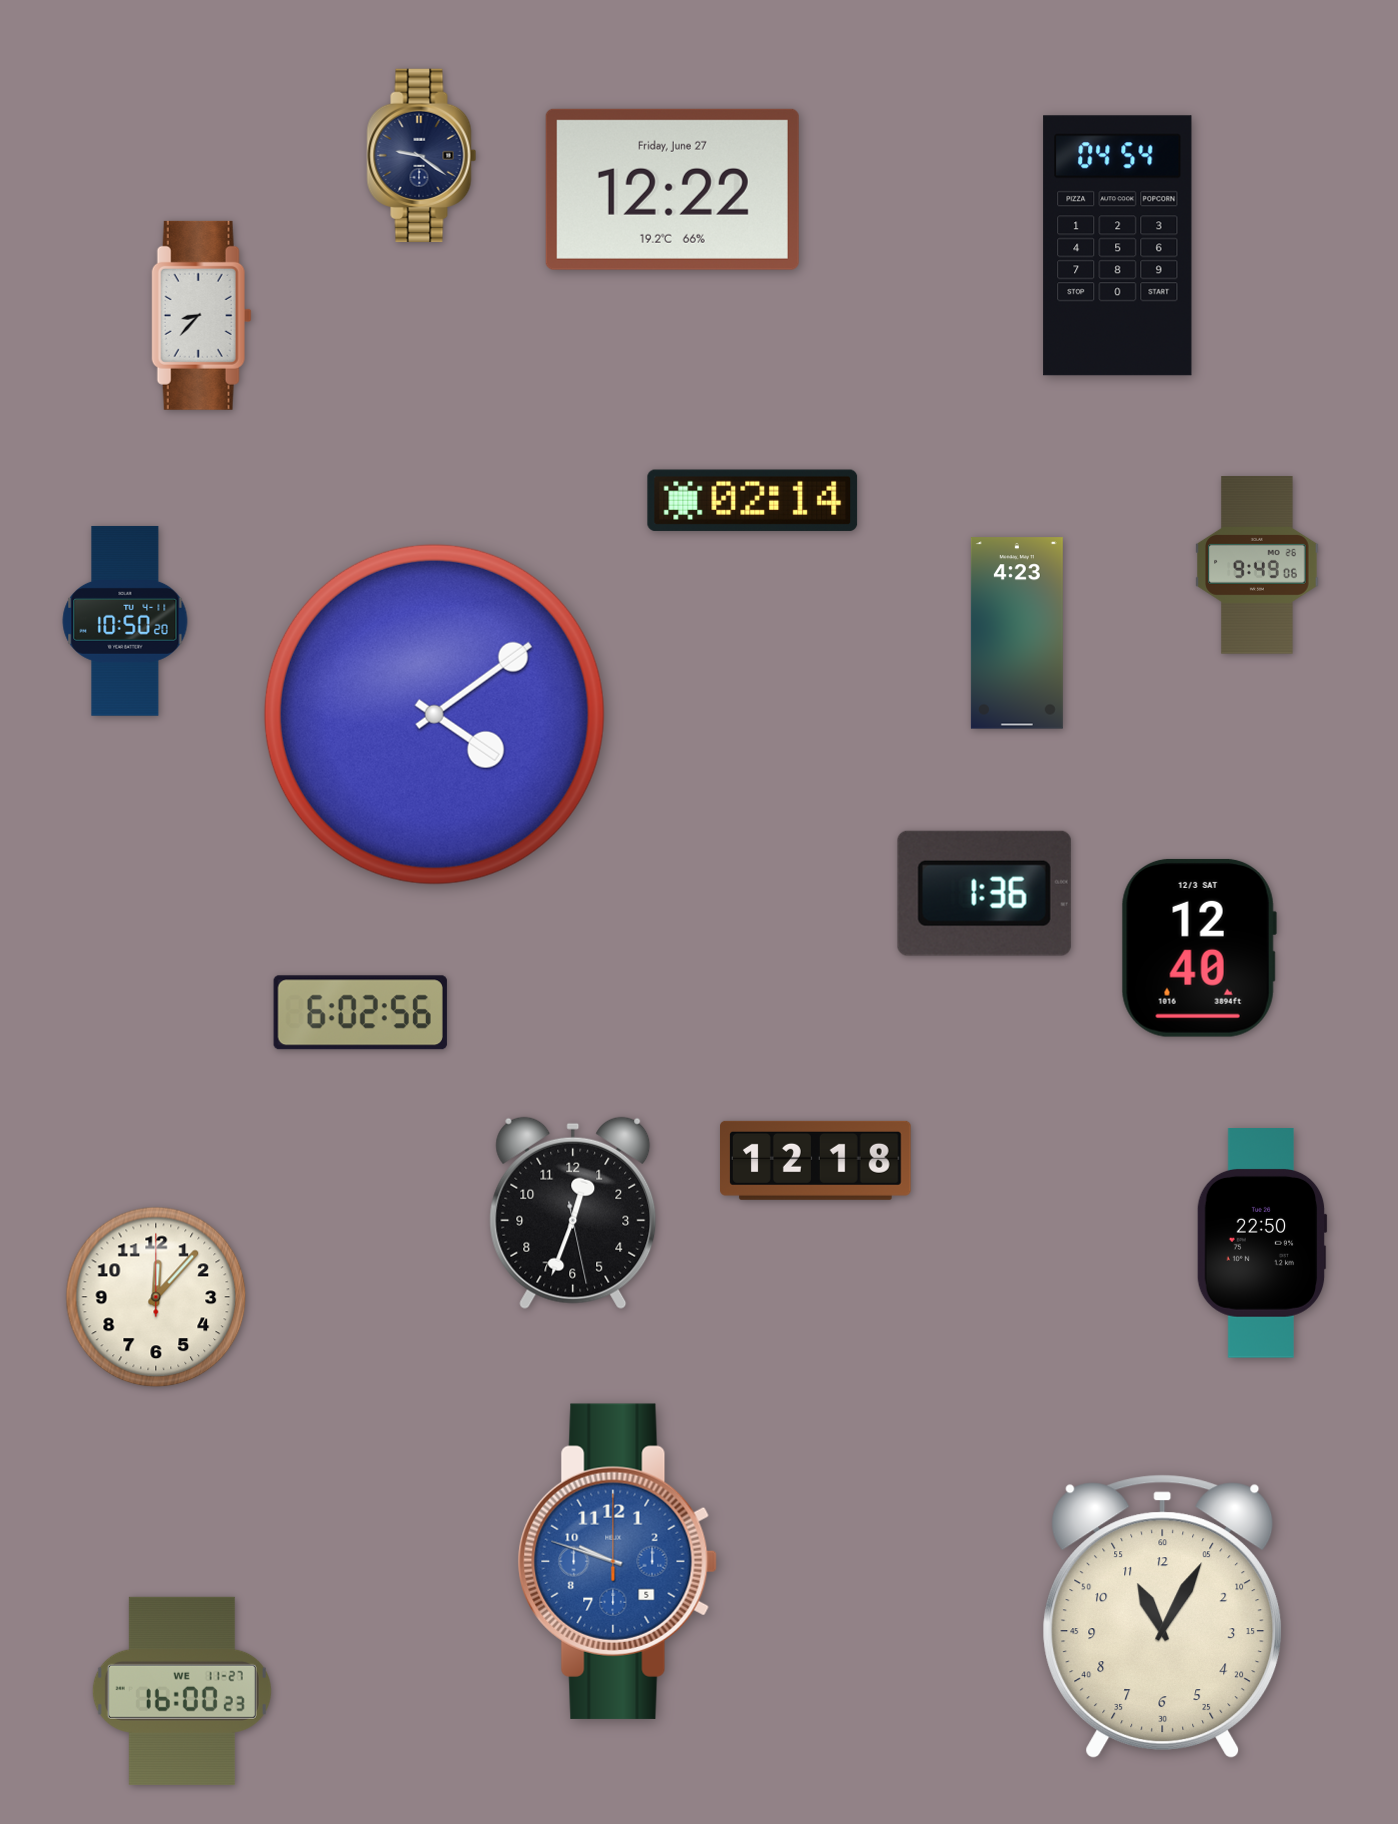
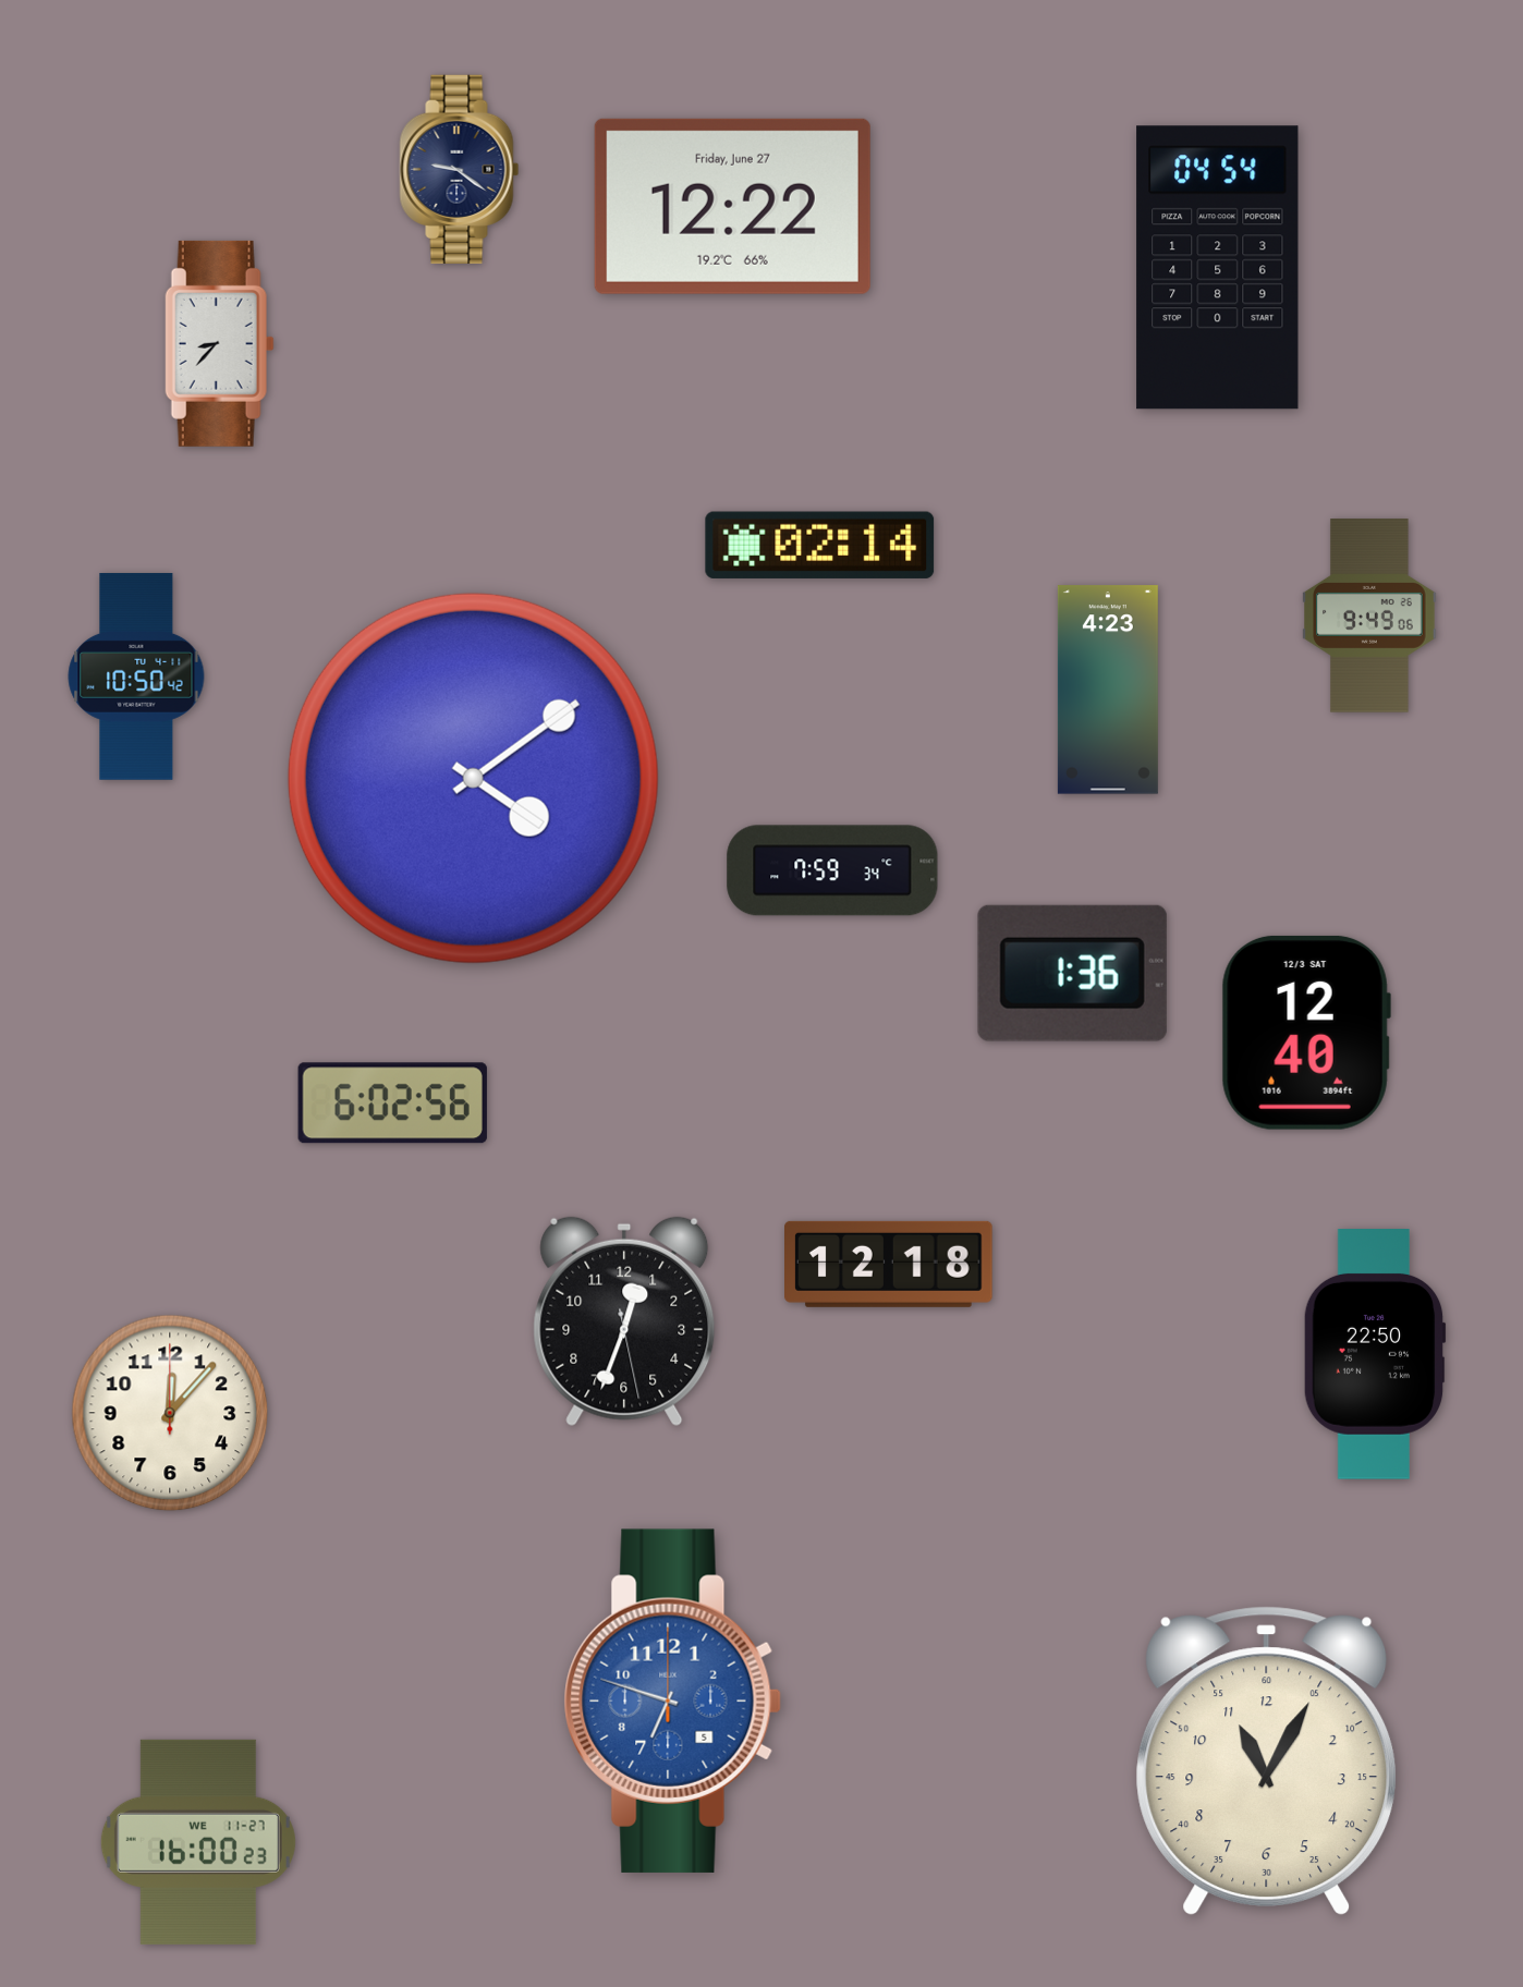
clock at (125, 621): 10:50:20 -> 10:50:42
clock at (832, 870): none -> 7:59
clock at (617, 1561): 9:48 -> 6:48
